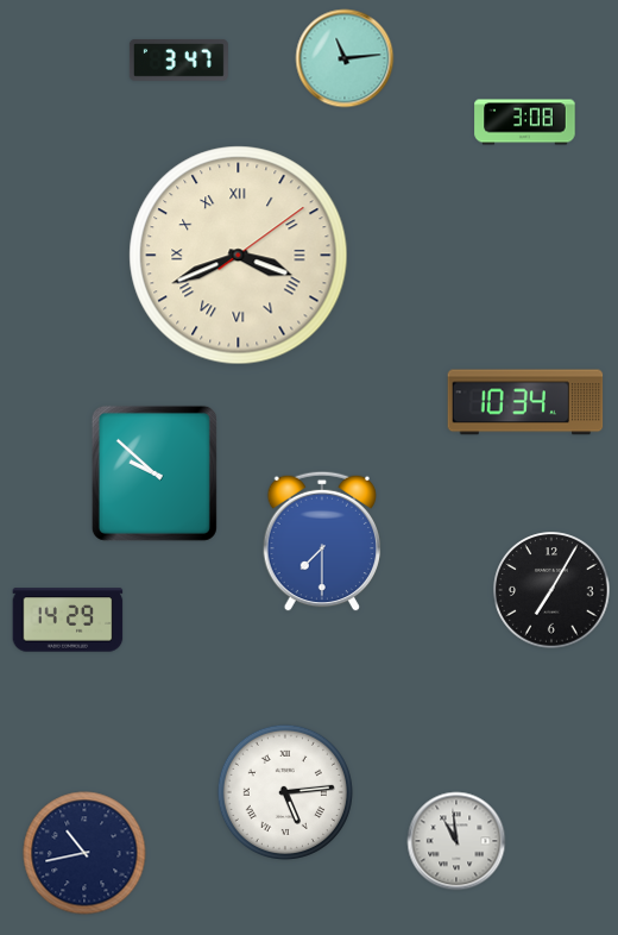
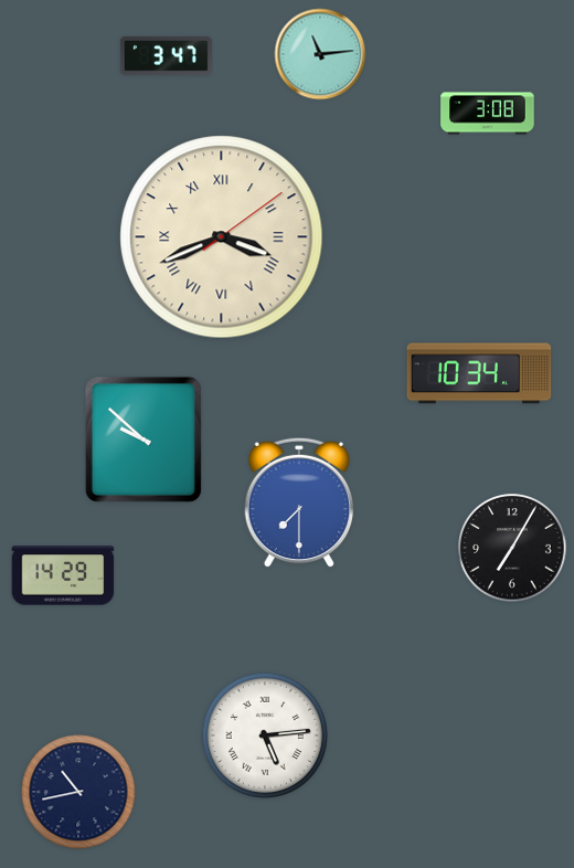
clock at (525, 402) position: (525, 402) -> (479, 373)
clock at (456, 841): 10:59 -> none
